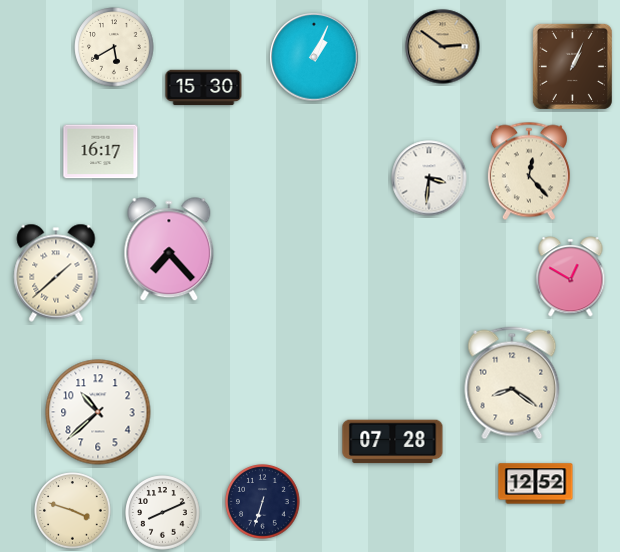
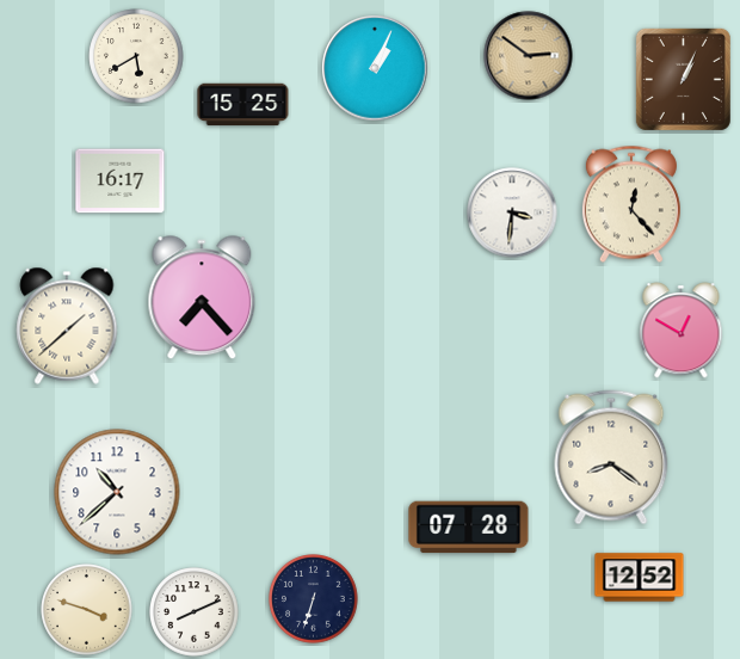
clock at (204, 88): 15:30 -> 15:25
